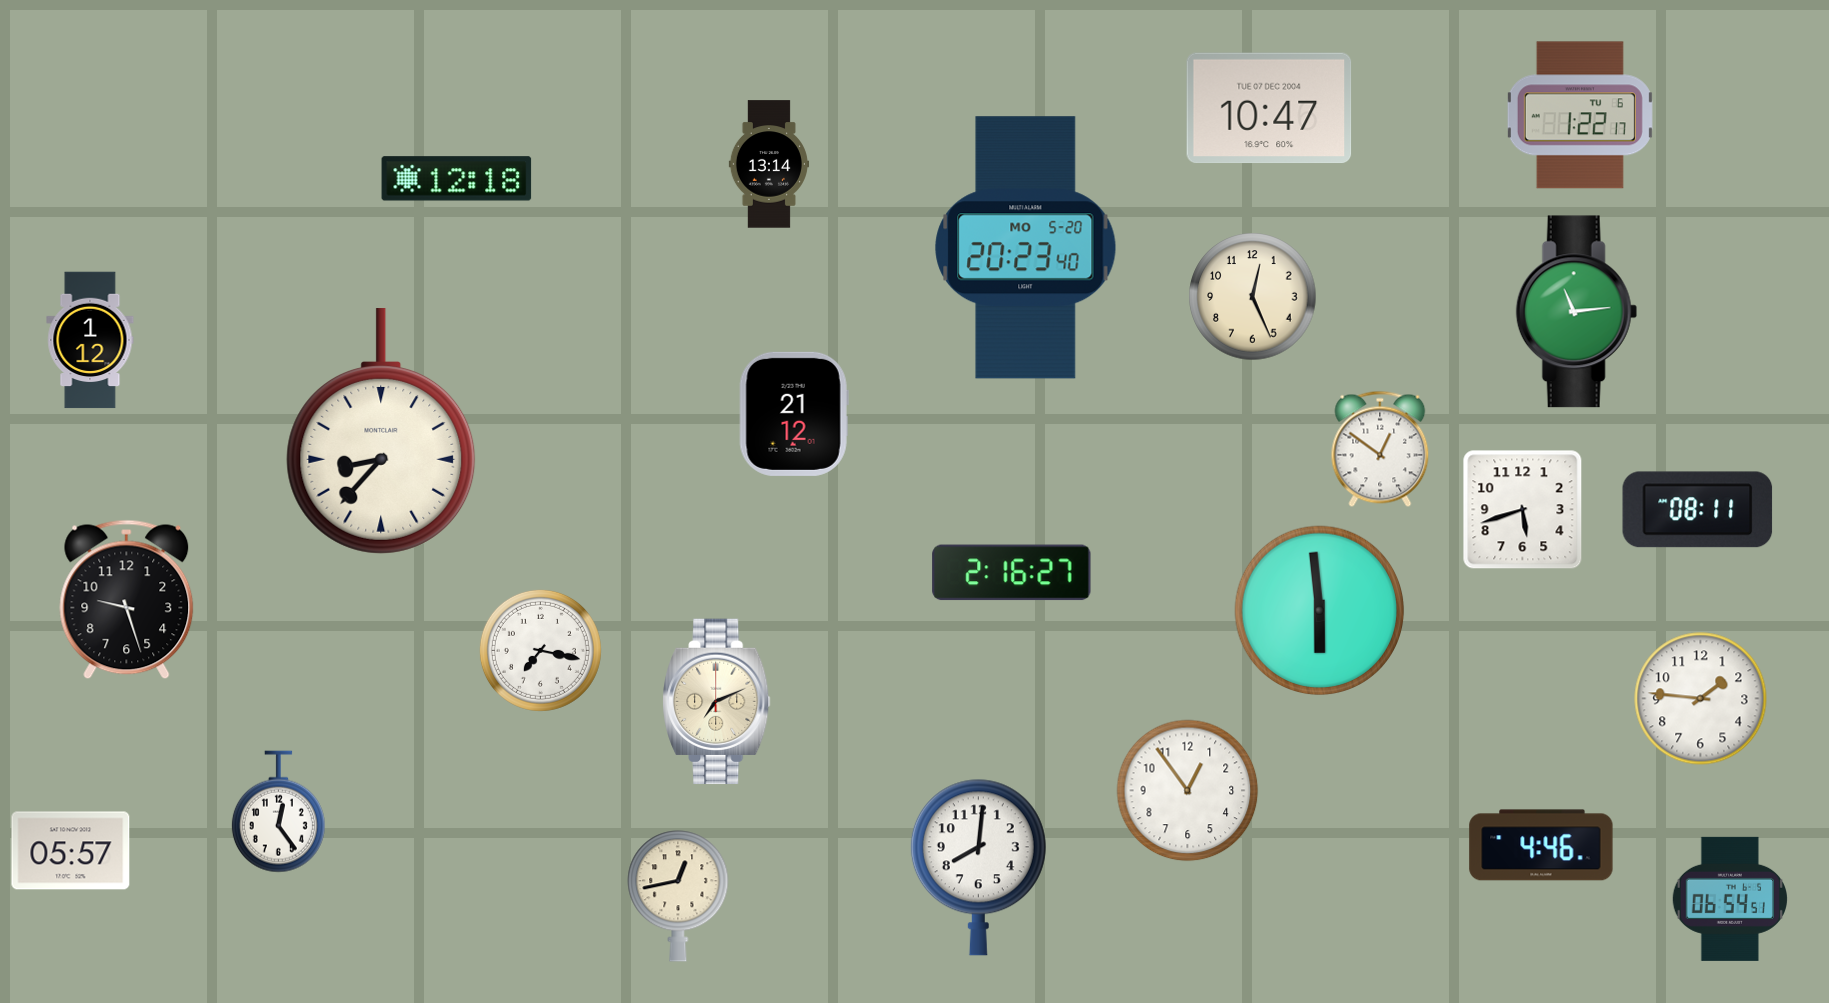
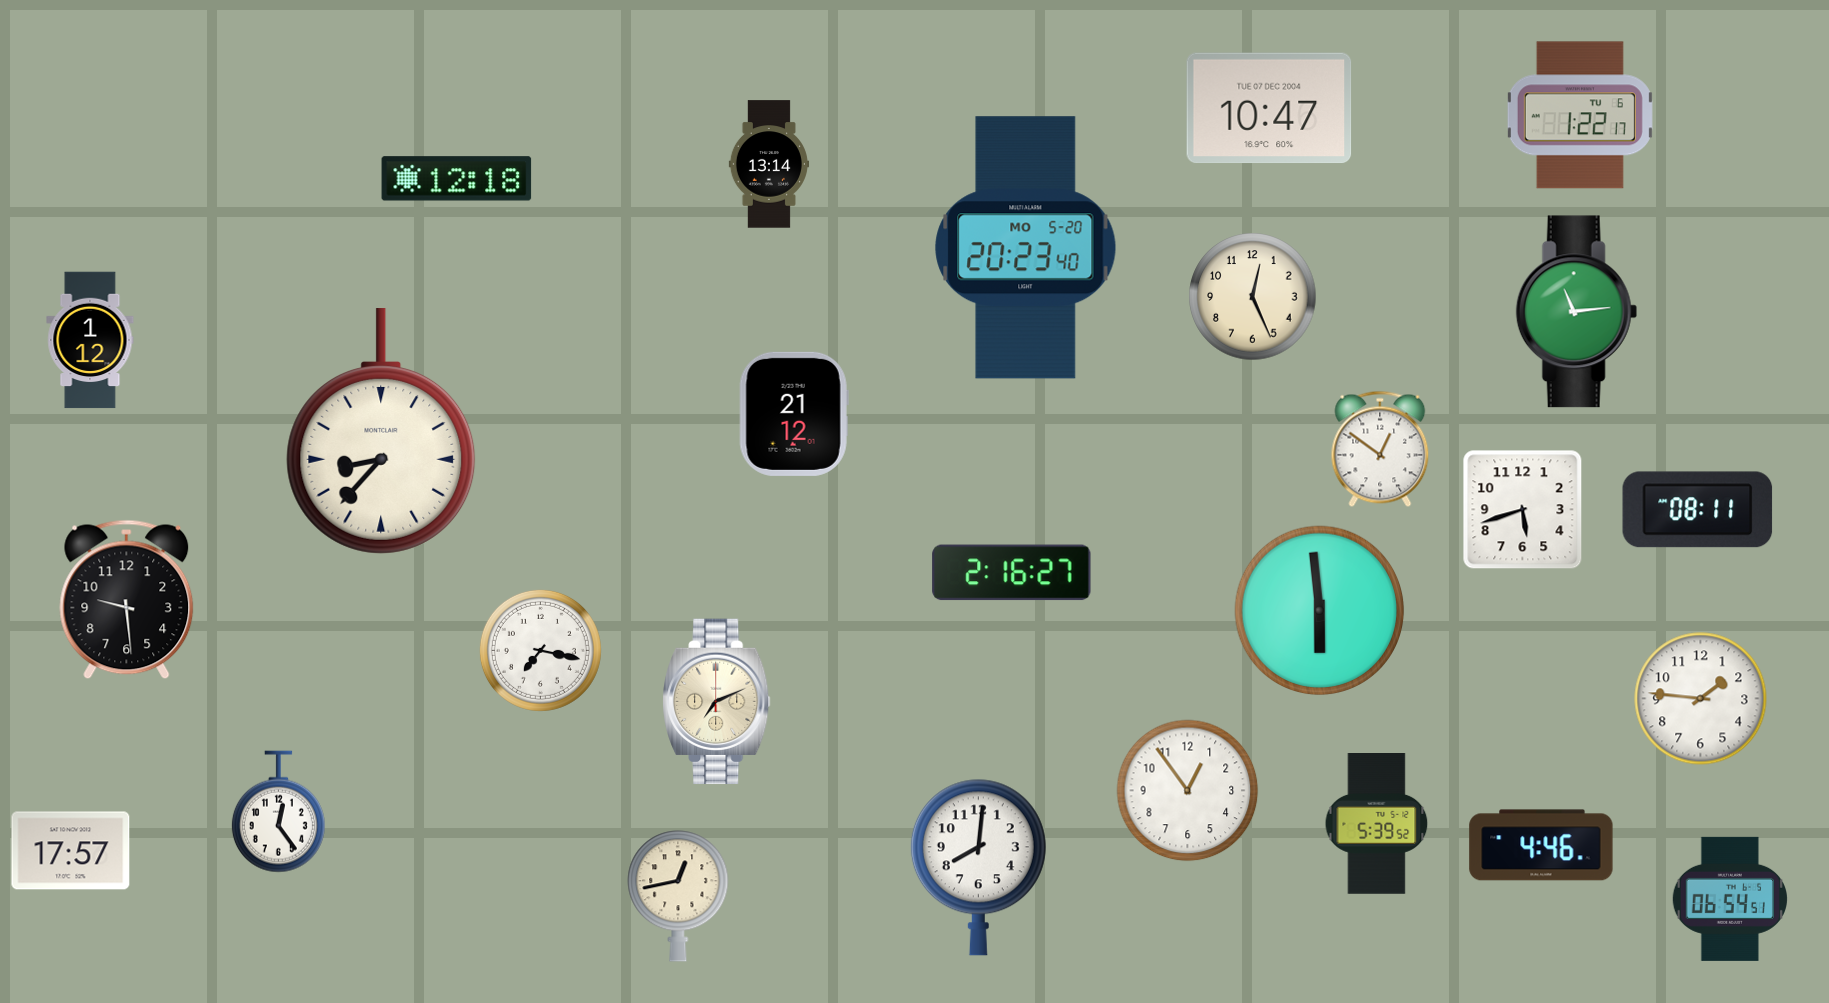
clock at (127, 600): 9:27 -> 9:29
clock at (1377, 824): none -> 5:39
clock at (71, 851): 05:57 -> 17:57
